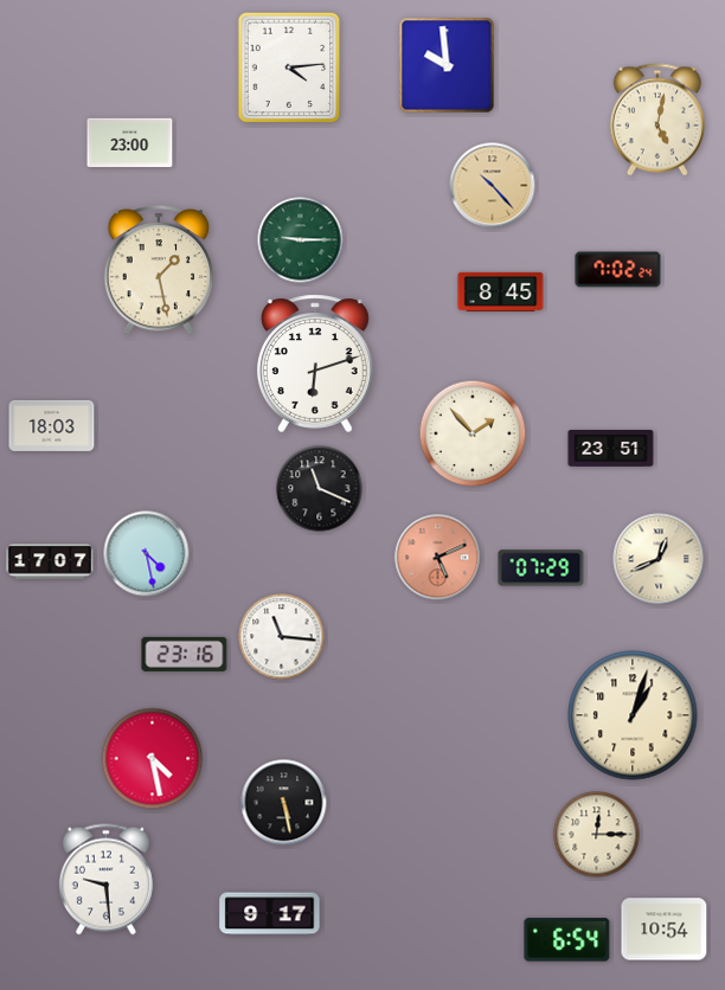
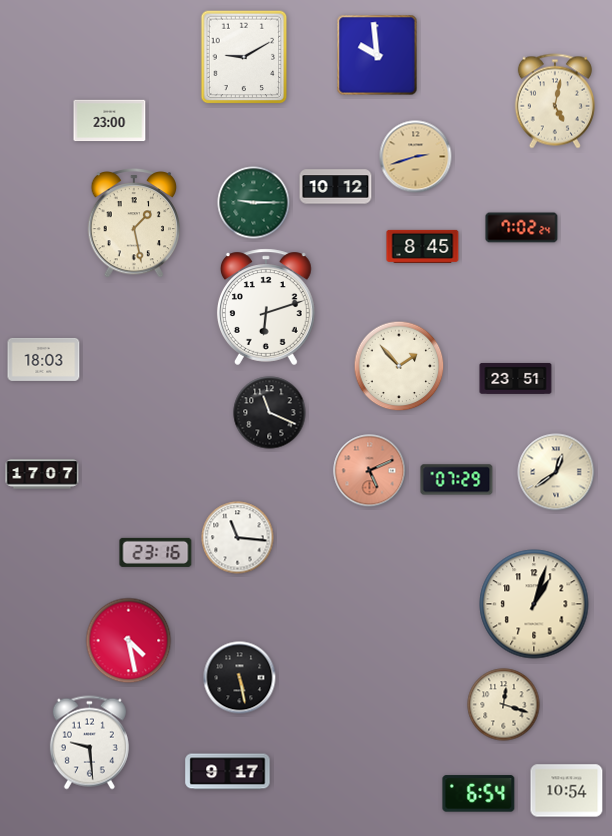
clock at (289, 67): 4:14 -> 9:10
clock at (493, 186): 10:23 -> 2:42
clock at (336, 187): none -> 10:12
clock at (159, 270) position: (159, 270) -> (134, 223)
clock at (147, 554): 4:28 -> none
clock at (659, 559): 12:41 -> 12:39
clock at (597, 835): 12:15 -> 12:18
clock at (665, 930) position: (665, 930) -> (567, 791)
